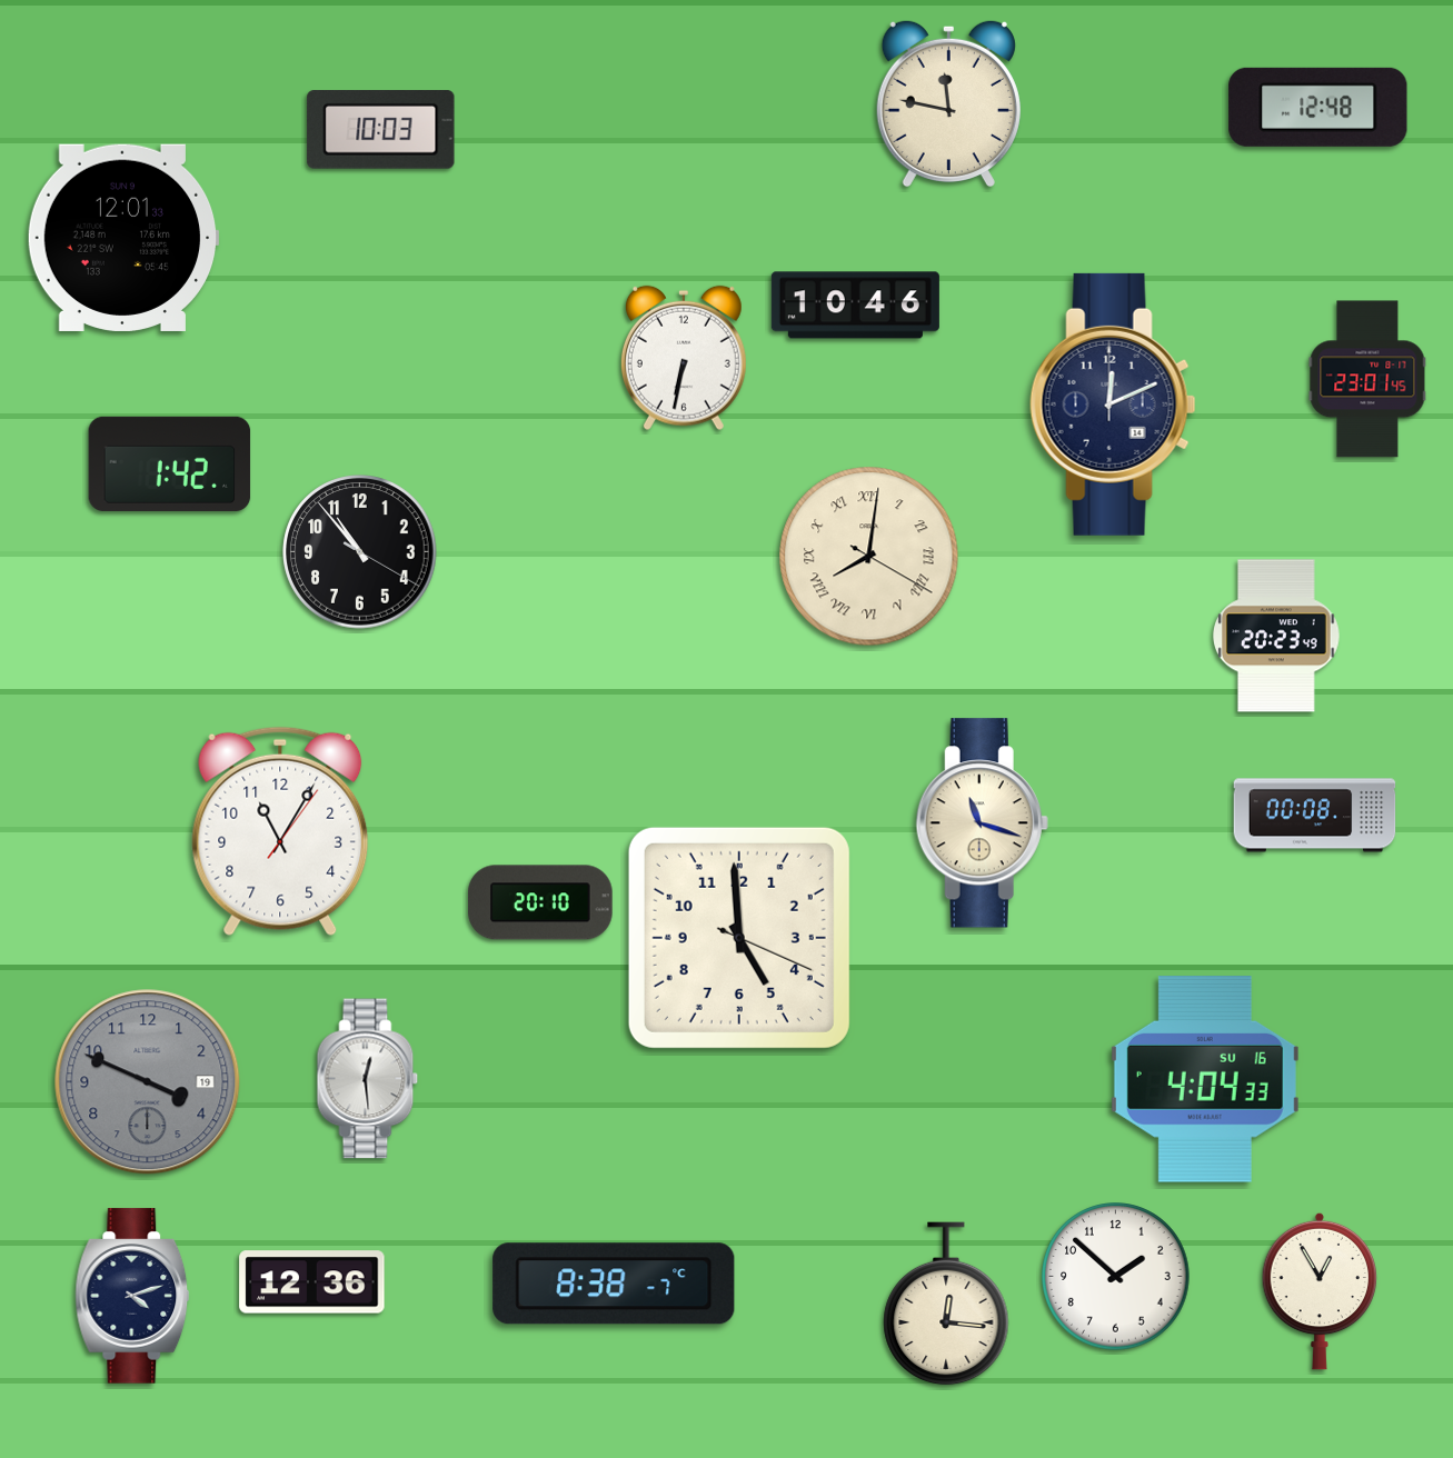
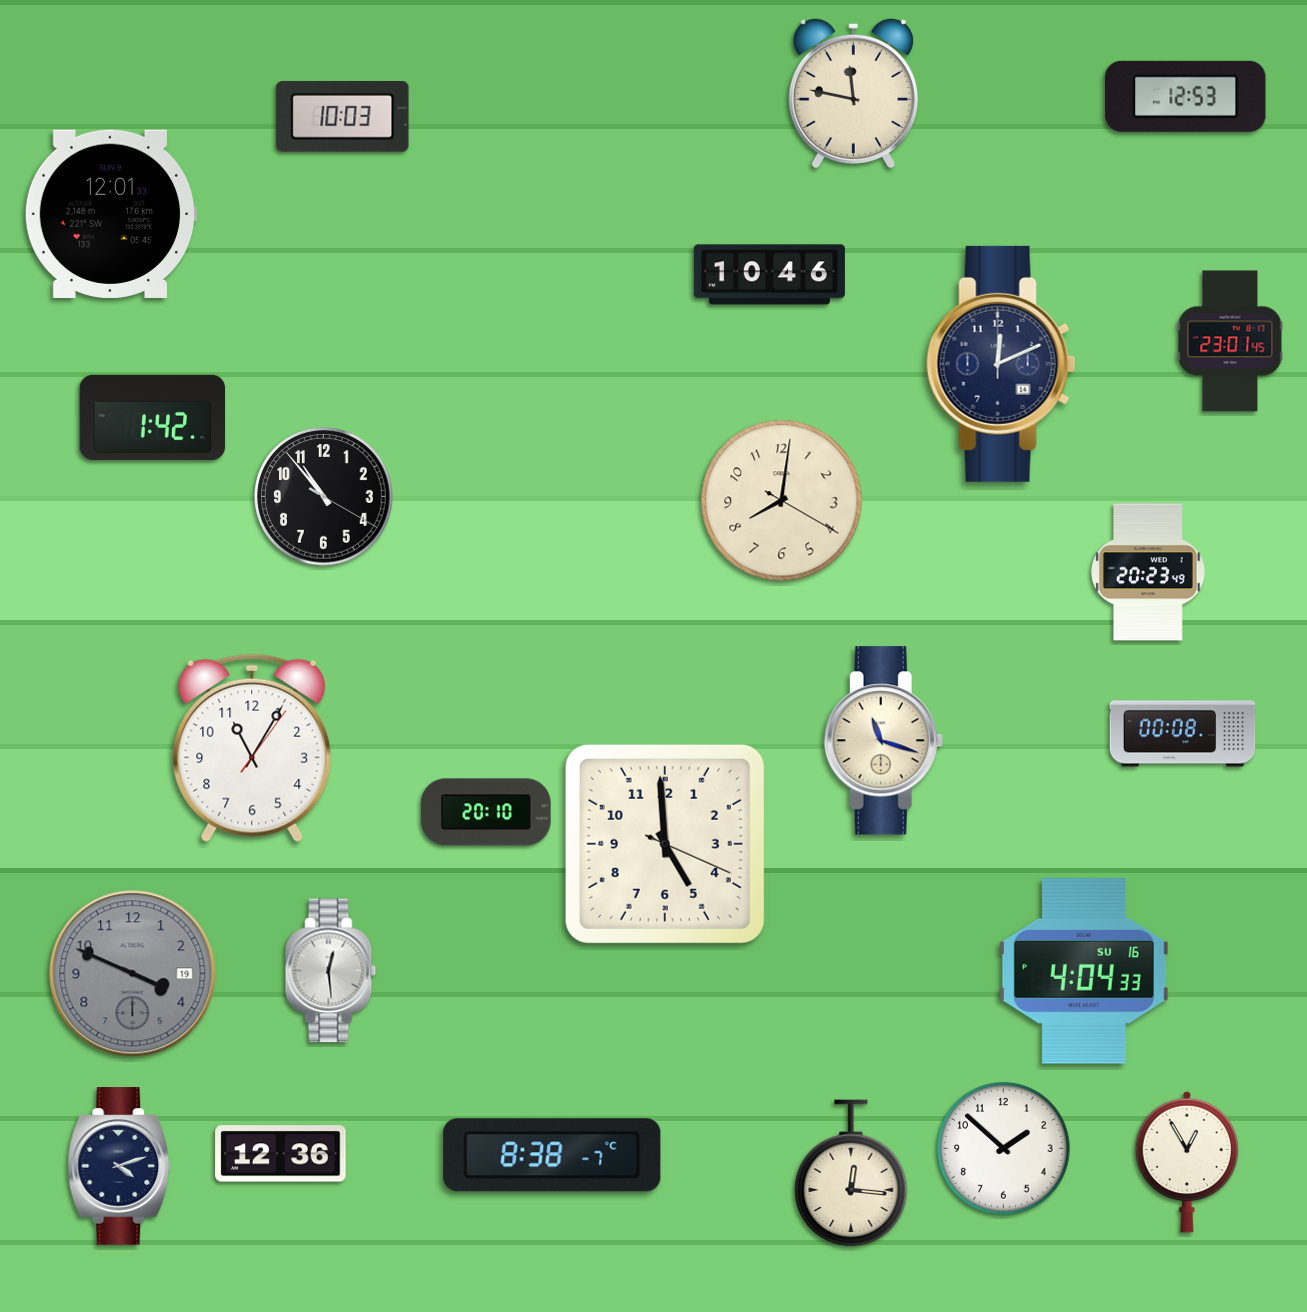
clock at (1318, 107): 12:48 -> 12:53
clock at (684, 358): 6:32 -> none
clock at (869, 557) numerals: Roman -> Arabic
